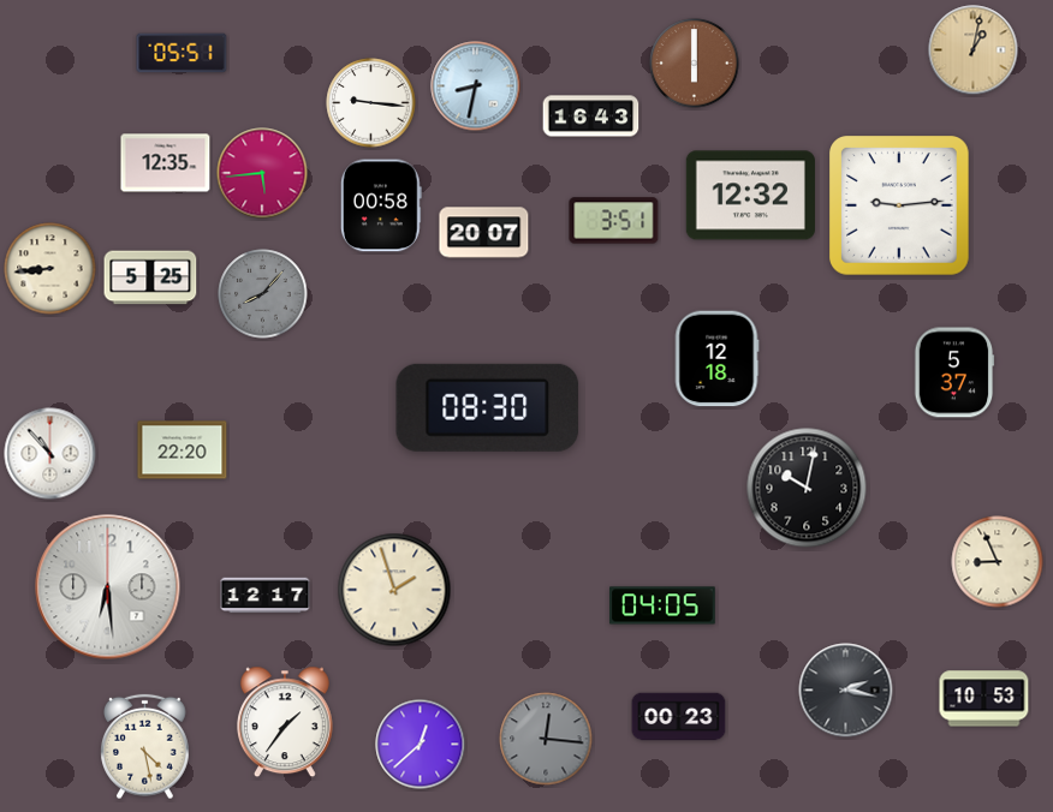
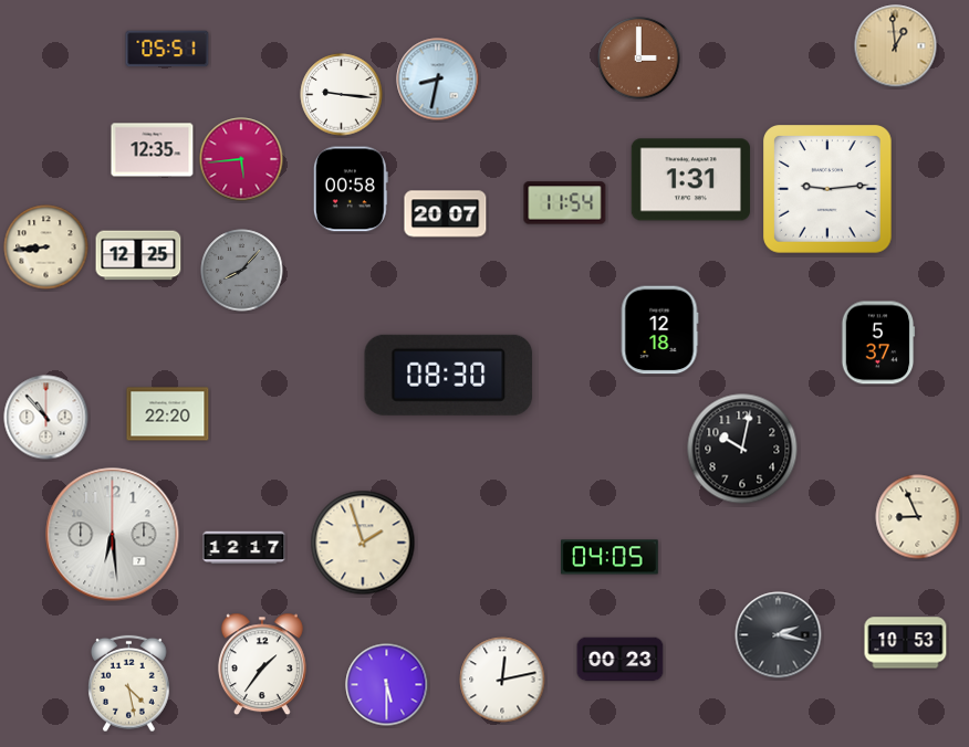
clock at (974, 50): 1:02 -> 12:59
clock at (695, 64): 6:00 -> 3:00
clock at (591, 117): 16:43 -> none
clock at (750, 196): 12:32 -> 1:31
clock at (614, 221): 3:51 -> 11:54
clock at (150, 277): 5:25 -> 12:25
clock at (108, 587) position: (108, 587) -> (113, 535)
clock at (679, 717) position: (679, 717) -> (621, 660)
clock at (546, 739): 12:16 -> 12:13
clock at (546, 739) dial: grey -> white
clock at (421, 745): 12:38 -> 5:30
clock at (145, 747) position: (145, 747) -> (129, 684)
